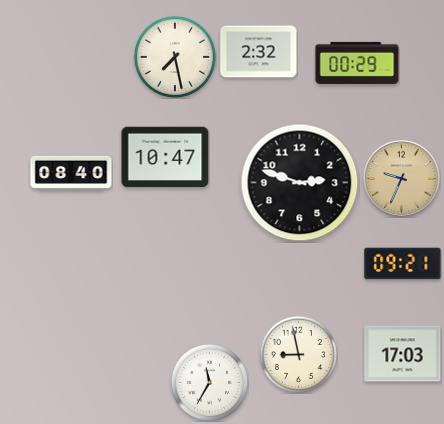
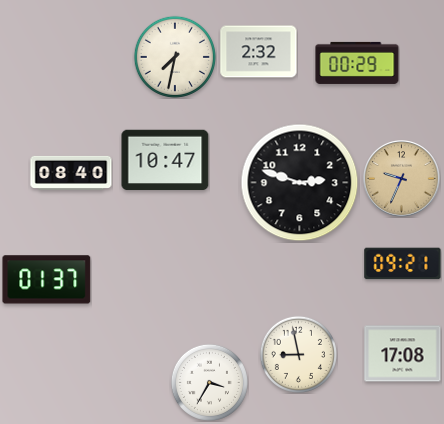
clock at (175, 57): 7:28 -> 7:32
clock at (165, 157) position: (165, 157) -> (165, 160)
clock at (47, 280): none -> 01:37
clock at (403, 354): 17:03 -> 17:08
clock at (209, 382): 11:35 -> 3:35
